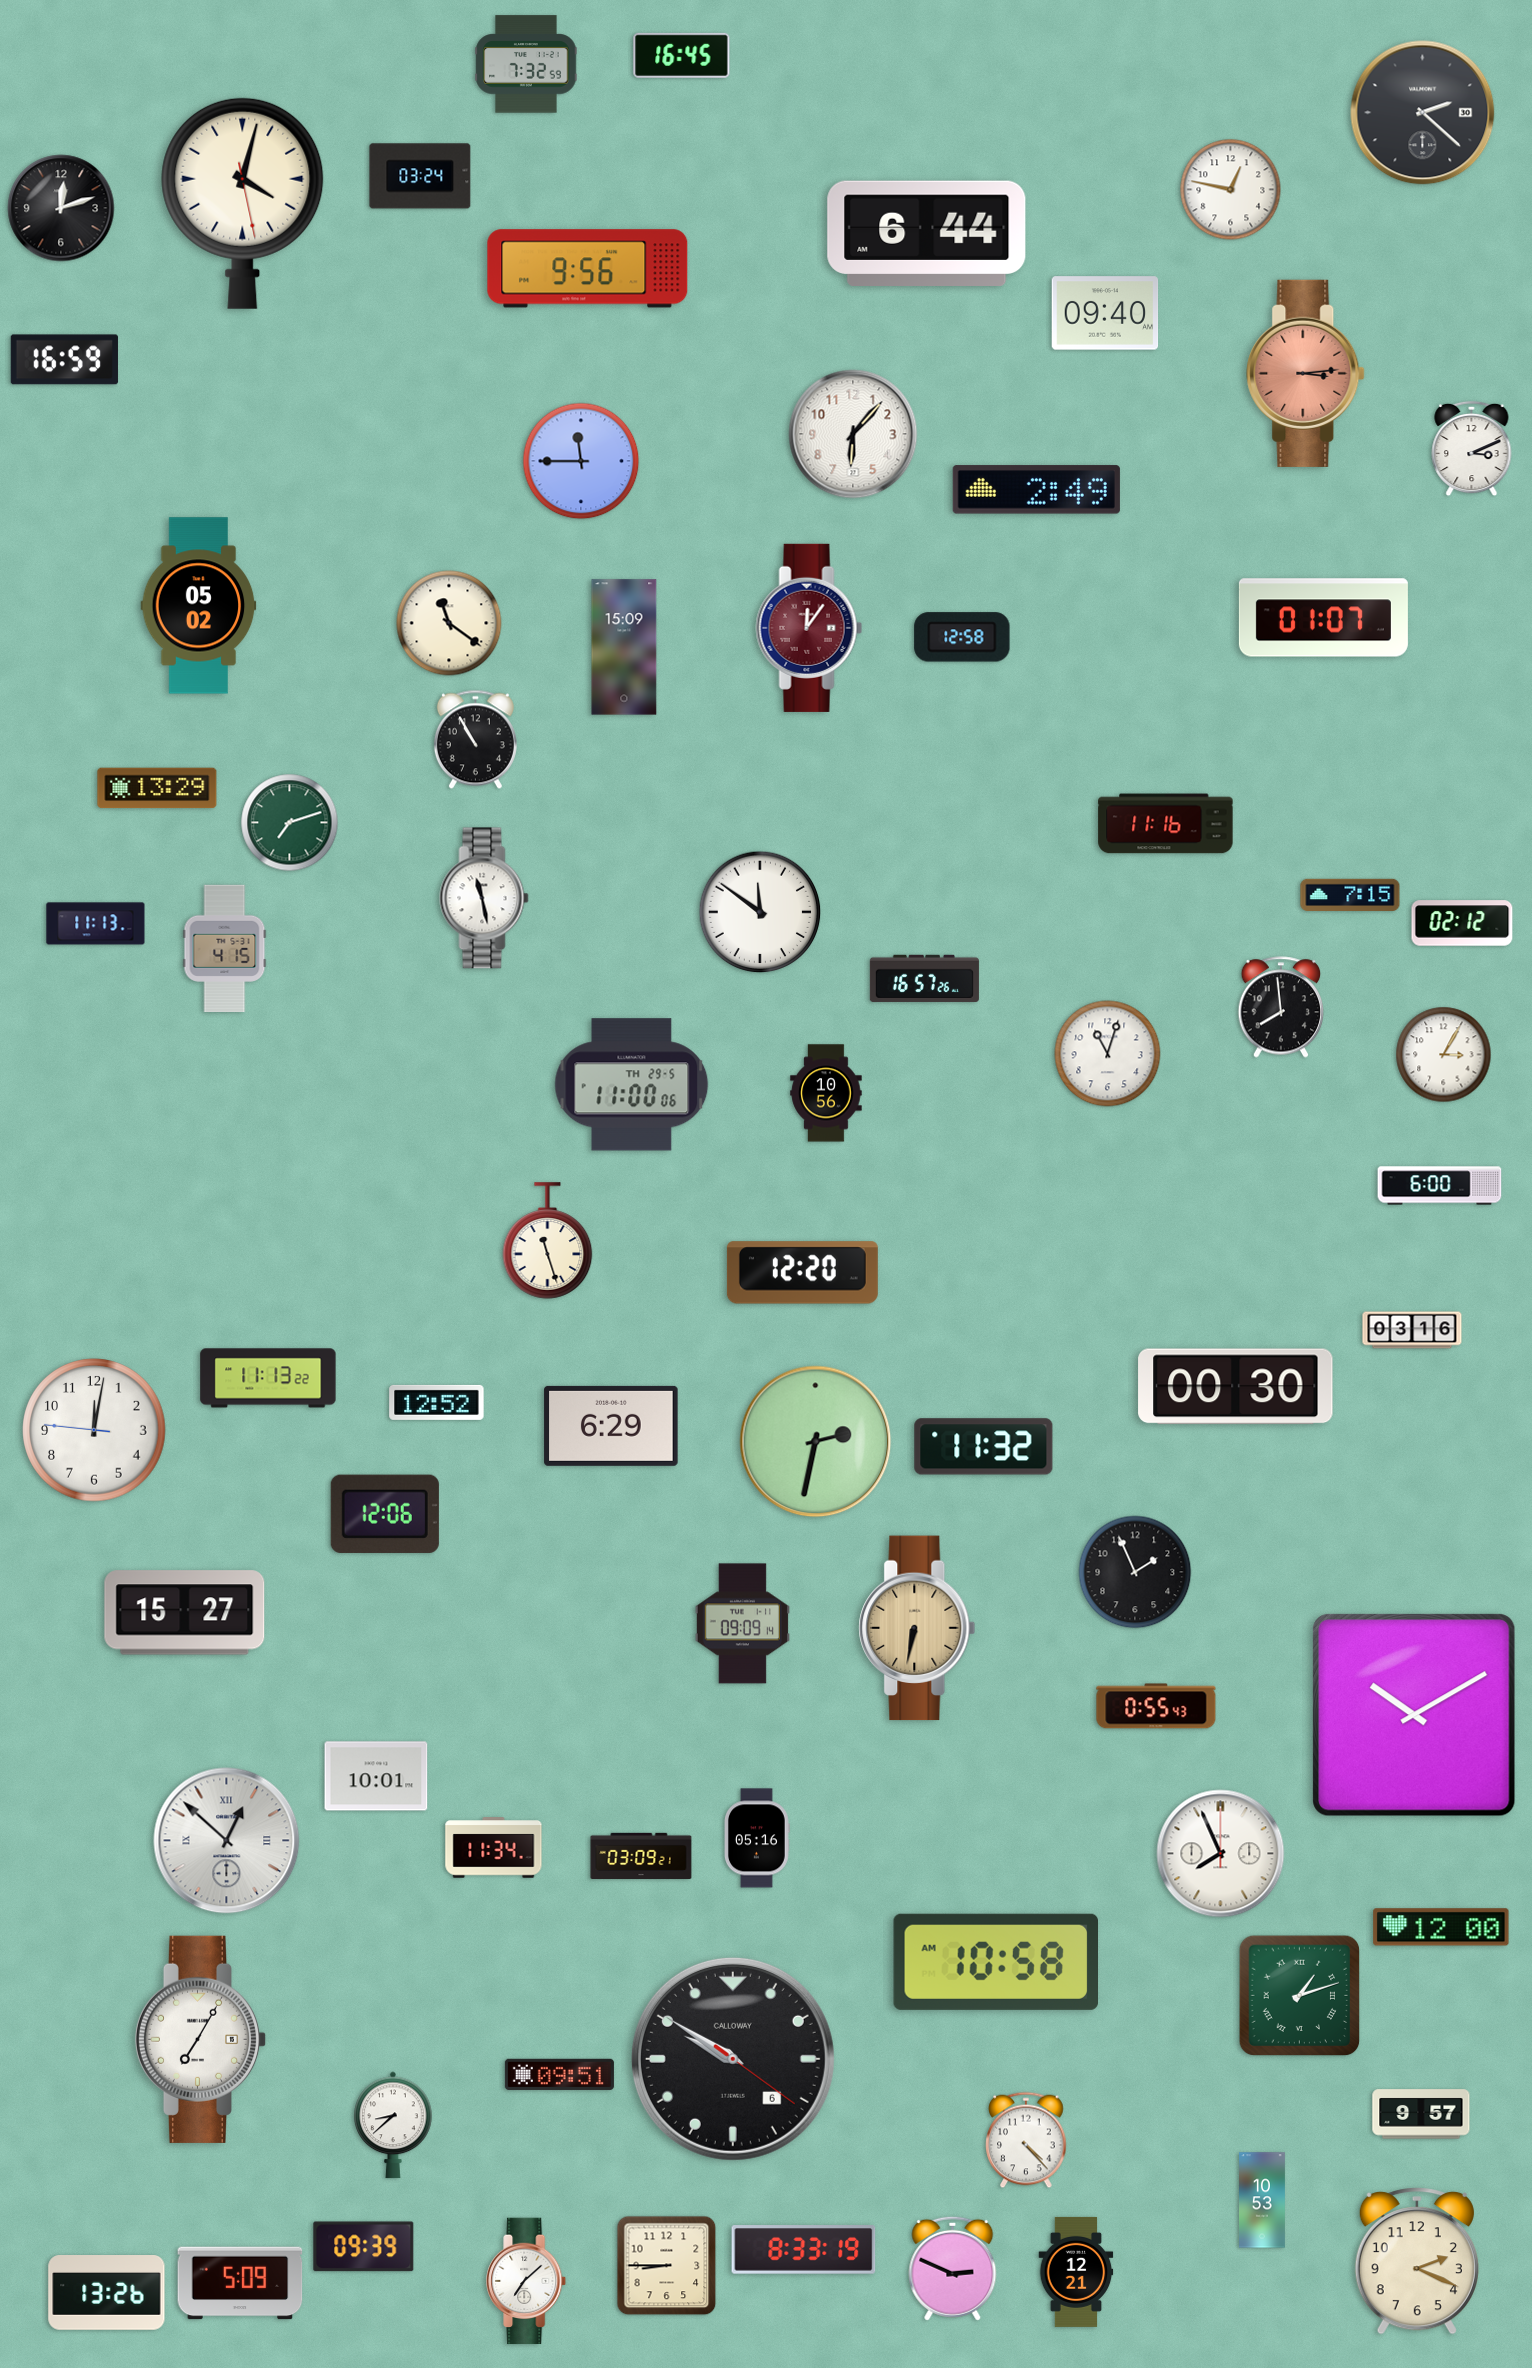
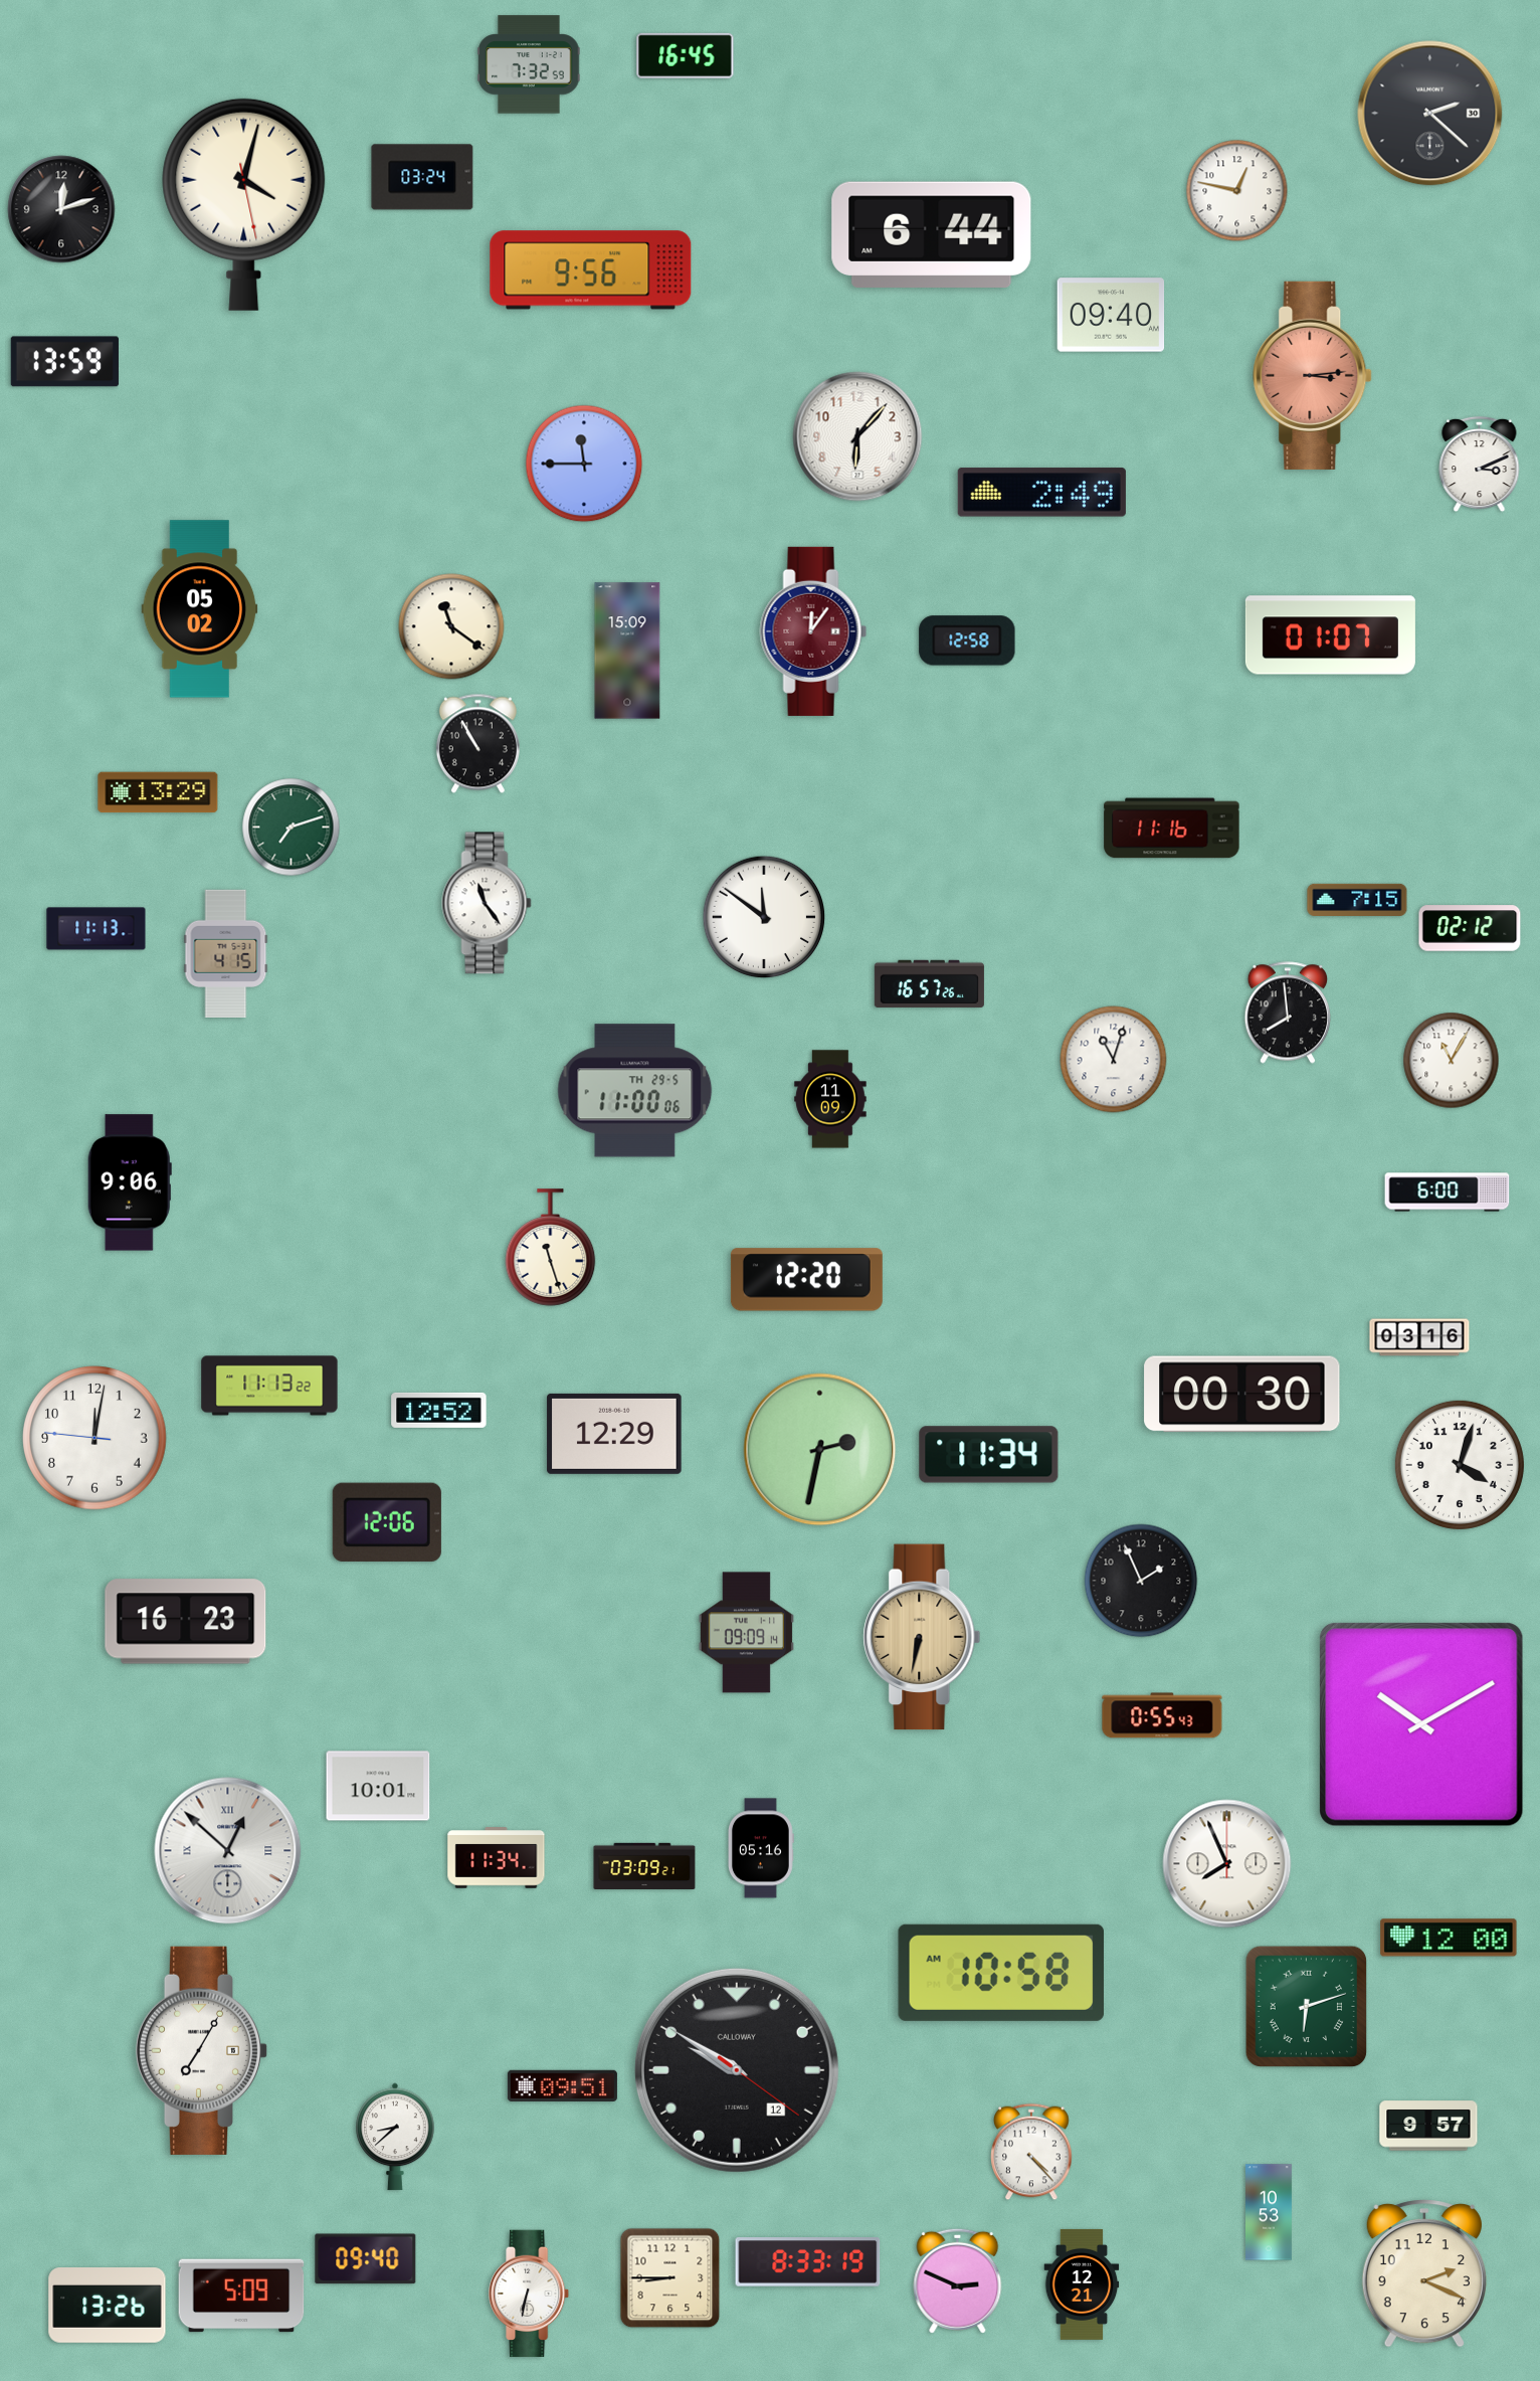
clock at (64, 360): 16:59 -> 13:59
clock at (1472, 449) position: (1472, 449) -> (1480, 465)
clock at (1323, 618) position: (1323, 618) -> (1330, 635)
clock at (484, 898): 11:28 -> 11:24
clock at (1444, 1055): 3:05 -> 11:05
clock at (826, 1093): 10:56 -> 11:09
clock at (130, 1182): none -> 9:06
clock at (611, 1426): 6:29 -> 12:29
clock at (984, 1447): 11:32 -> 11:34
clock at (1460, 1465): none -> 4:03
clock at (185, 1613): 15:27 -> 16:23
clock at (1300, 1996): 1:12 -> 6:12
clock at (733, 2059) date: 6 -> 12
clock at (364, 2247): 09:39 -> 09:40
clock at (527, 2281): 7:08 -> 6:32
